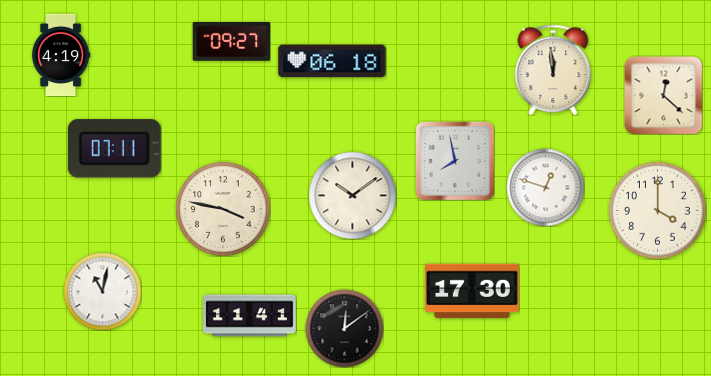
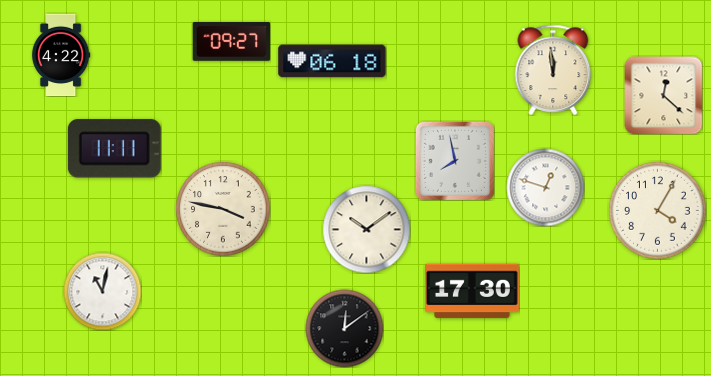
clock at (61, 55): 4:19 -> 4:22
clock at (114, 149): 07:11 -> 11:11
clock at (352, 195) position: (352, 195) -> (366, 229)
clock at (658, 211): 4:00 -> 4:05
clock at (250, 316): 11:41 -> none
